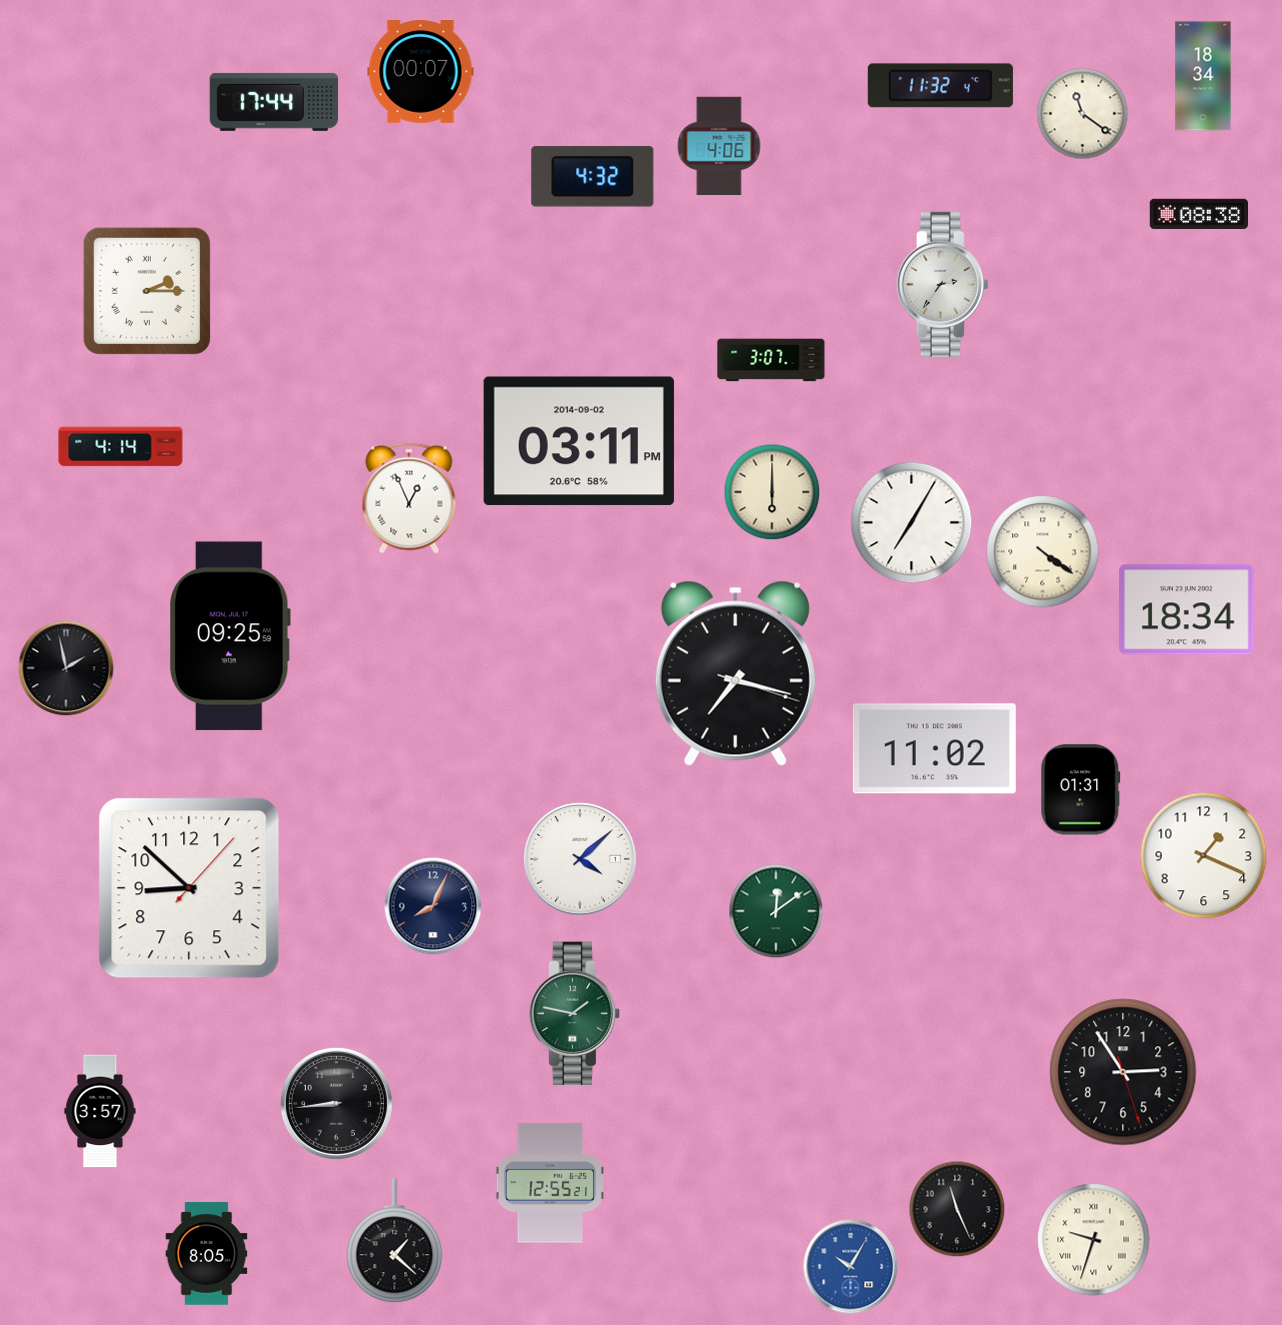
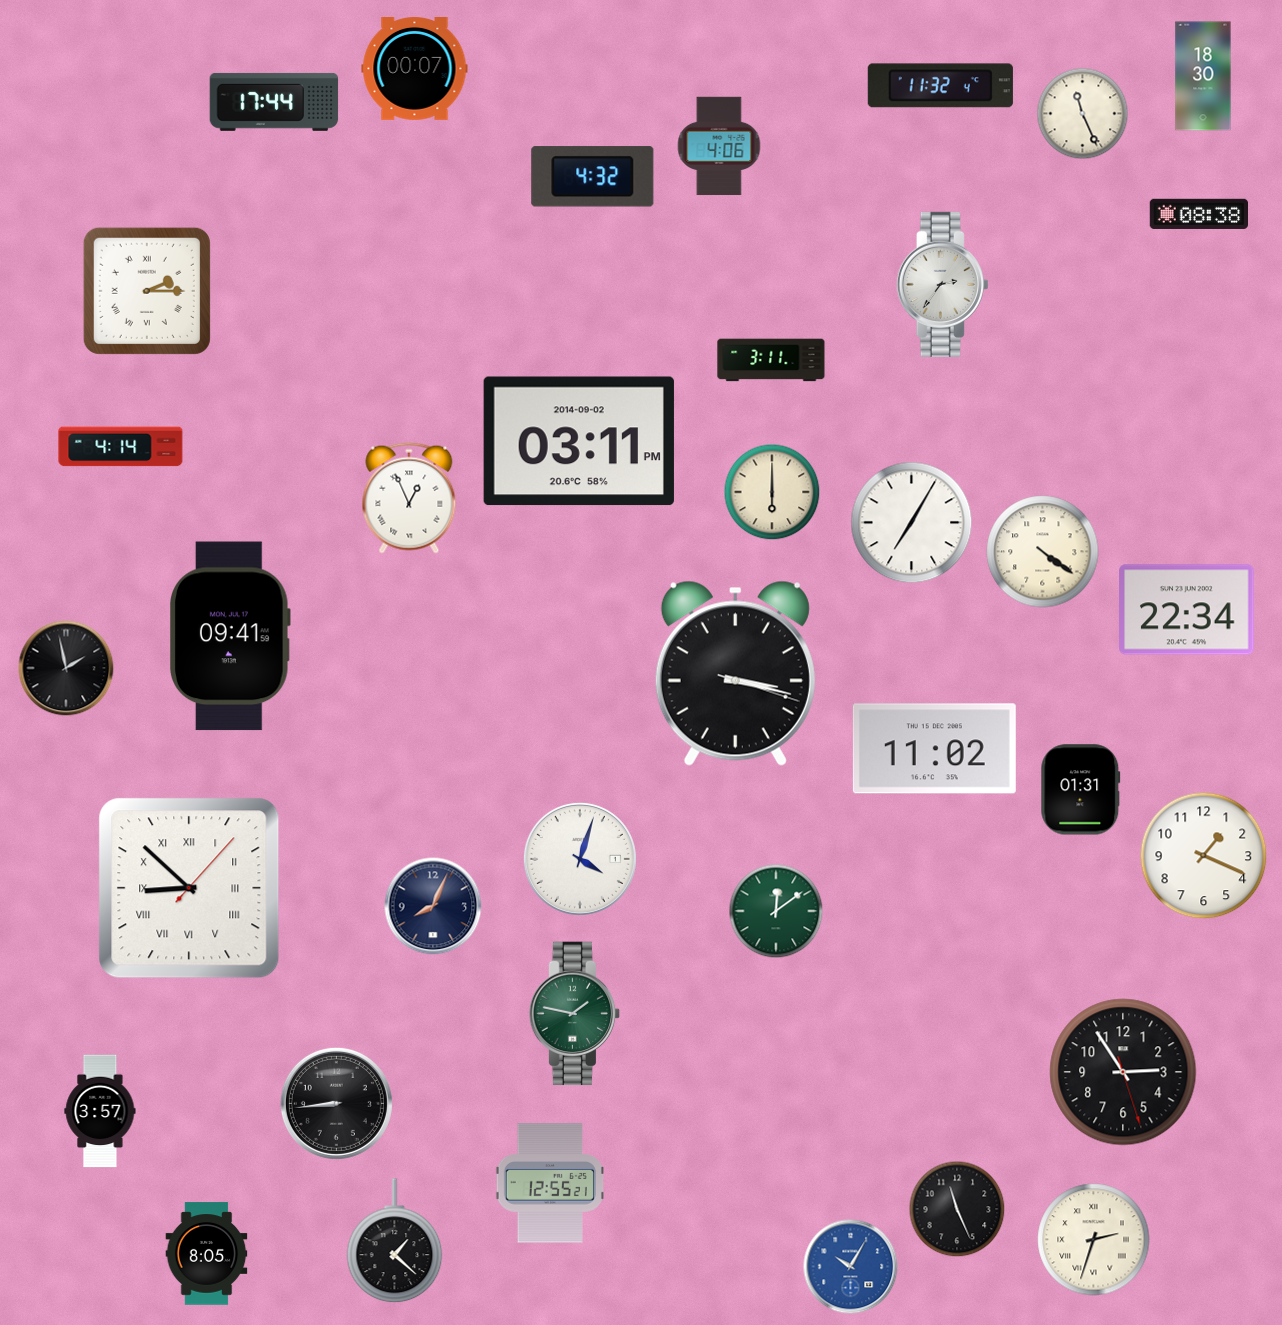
clock at (421, 72) position: (421, 72) -> (415, 69)
clock at (1203, 76): 18:34 -> 18:30
clock at (1083, 114): 11:21 -> 11:26
clock at (771, 360): 3:07 -> 3:11
clock at (1187, 610): 18:34 -> 22:34
clock at (231, 636): 09:25 -> 09:41
clock at (735, 673): 7:17 -> 3:17
clock at (580, 859): 4:08 -> 4:03
clock at (189, 888) numerals: Arabic -> Roman
clock at (1094, 1240): 9:33 -> 2:33
